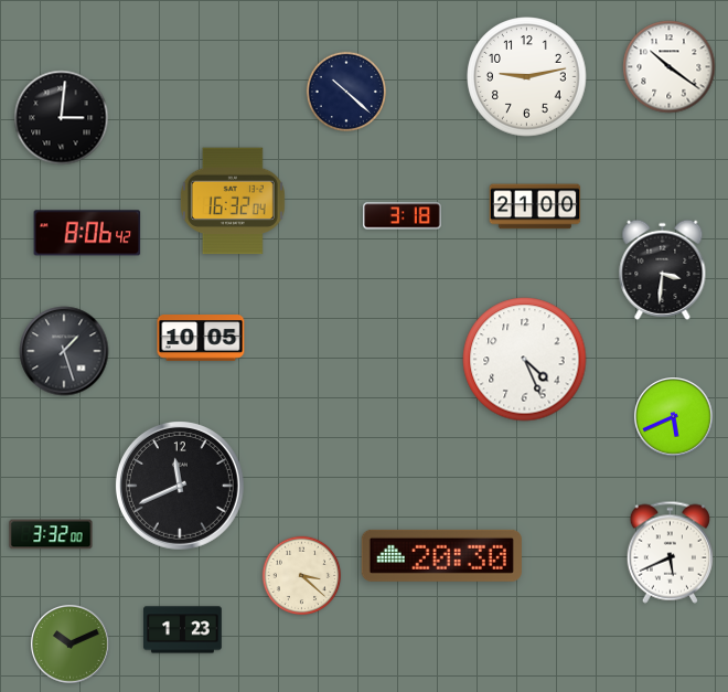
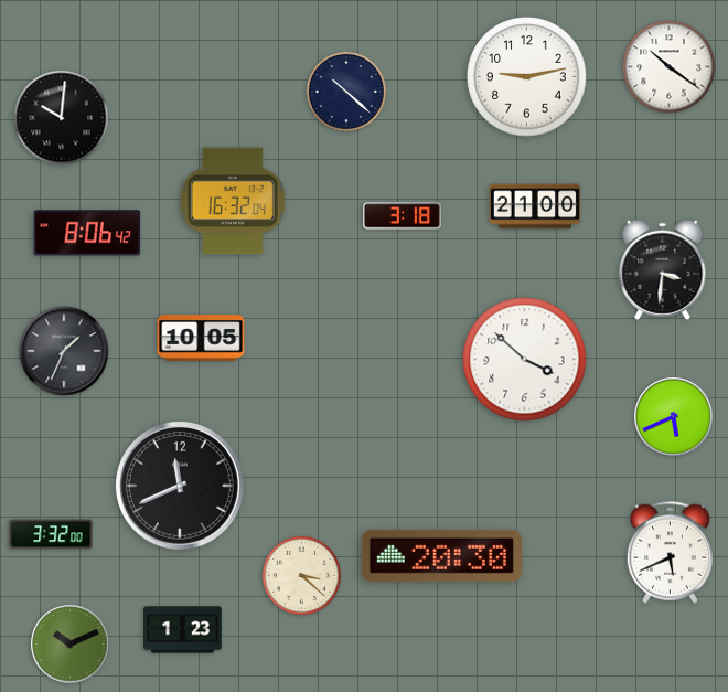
clock at (62, 118): 3:01 -> 10:01
clock at (64, 351): 1:27 -> 1:34
clock at (525, 360): 4:26 -> 3:52
